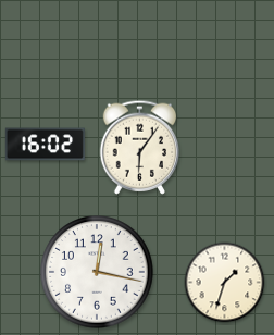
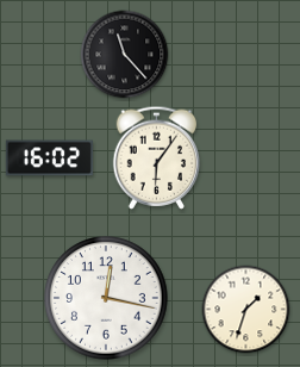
clock at (125, 55): none -> 11:23
clock at (140, 147) position: (140, 147) -> (157, 157)
